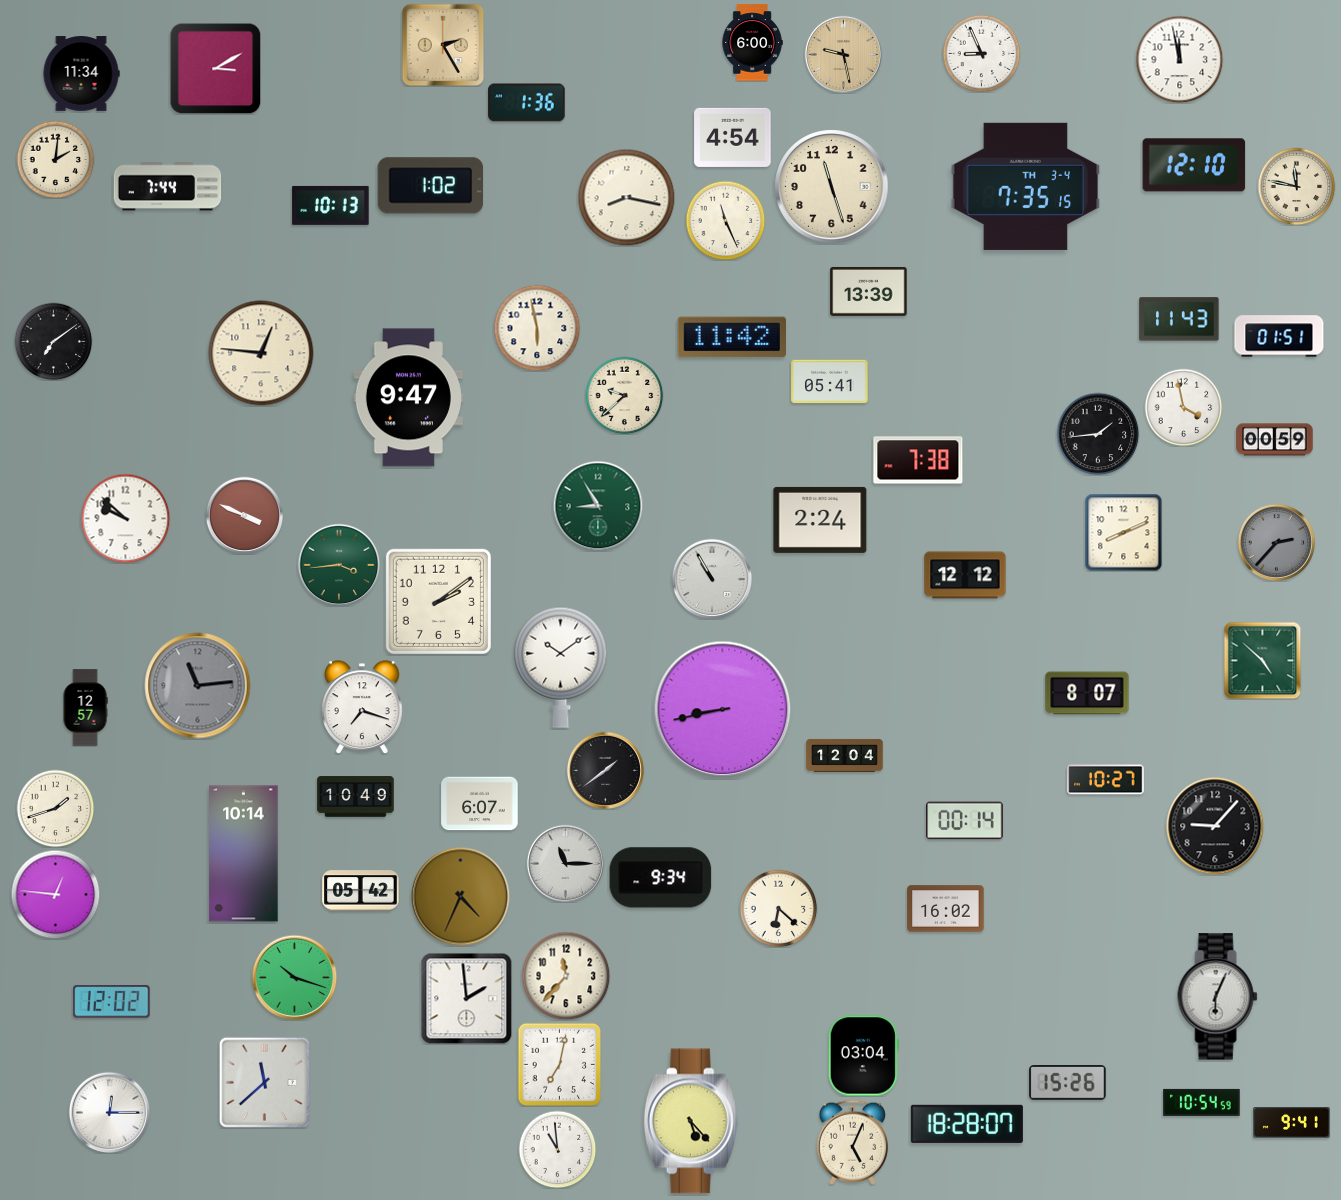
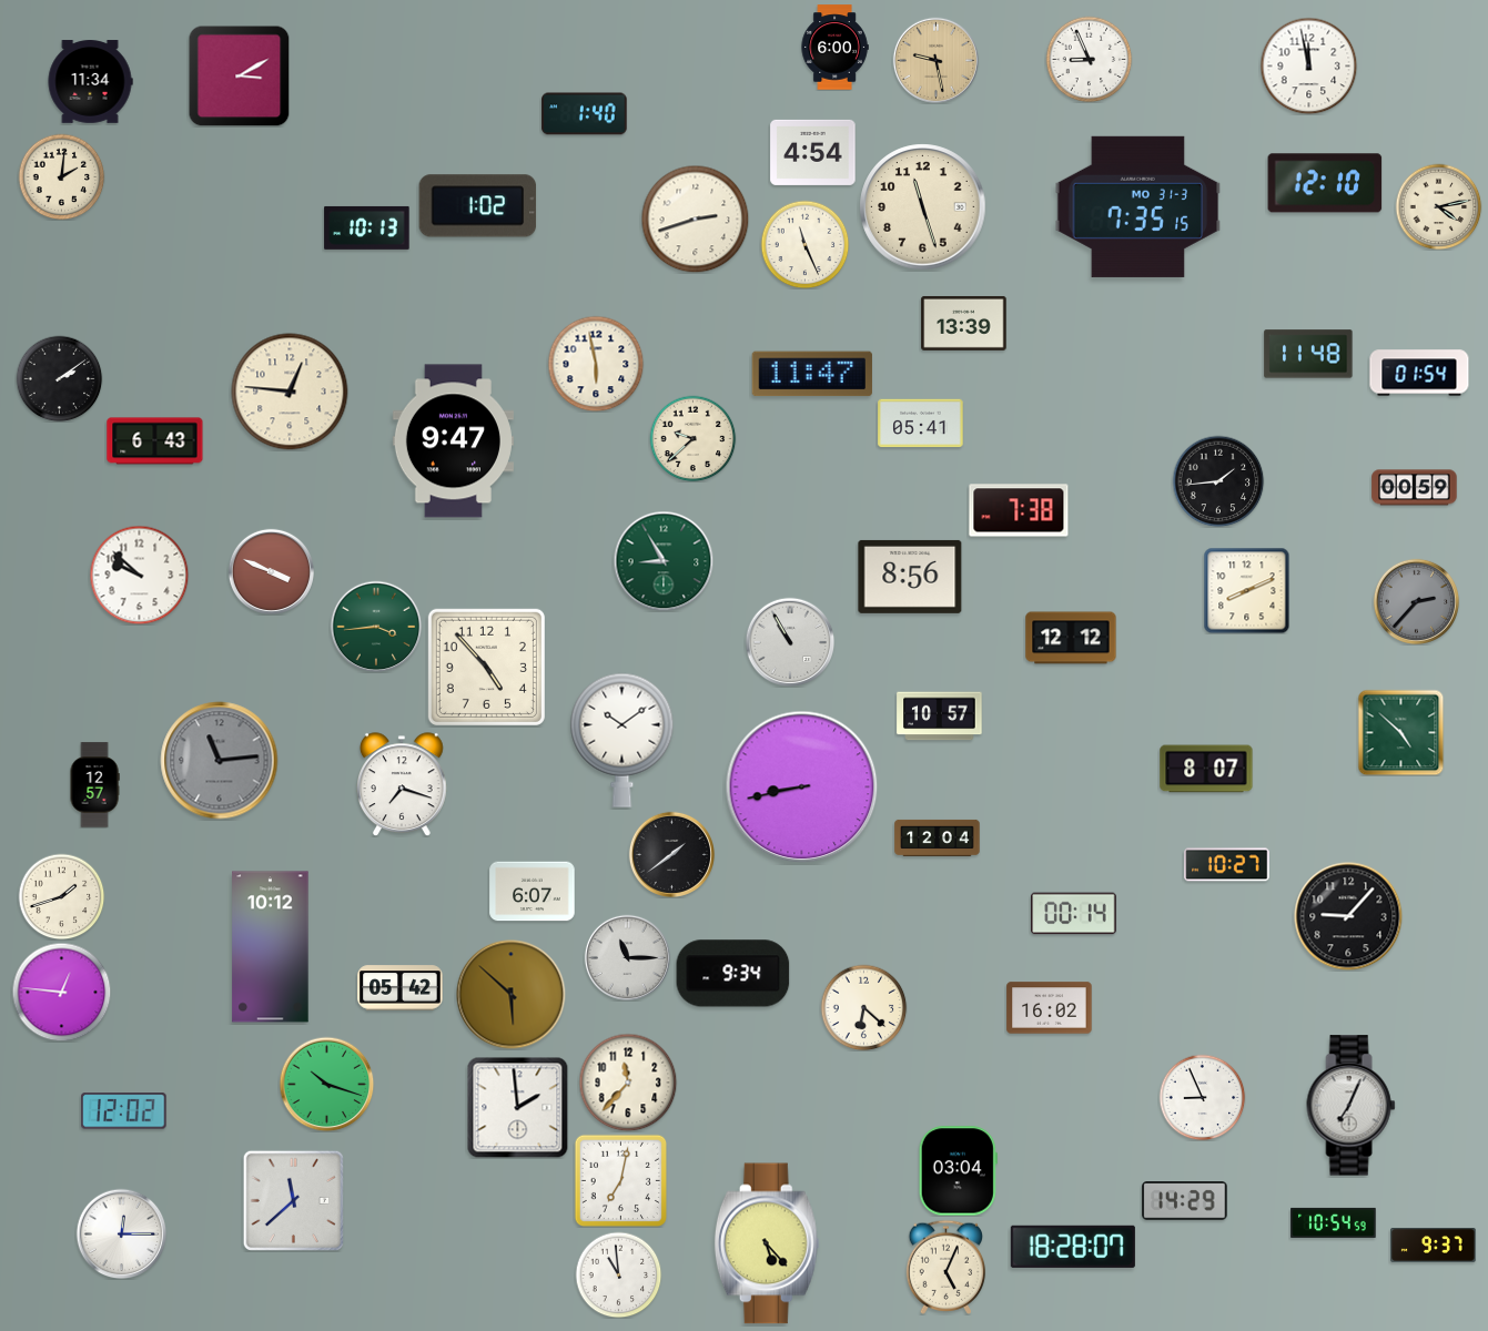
clock at (442, 44): 2:25 -> none
clock at (527, 103): 1:36 -> 1:40
clock at (1026, 186) date: TH 3-4 -> MO 31-3
clock at (1296, 186): 11:47 -> 4:13
clock at (168, 187): 7:44 -> none
clock at (626, 197): 8:17 -> 2:42
clock at (1179, 319): 11:43 -> 11:48
clock at (1279, 336): 01:51 -> 01:54
clock at (732, 337): 11:42 -> 11:47
clock at (53, 341): 7:09 -> 2:09
clock at (155, 441): none -> 6:43
clock at (1183, 407): 3:58 -> none
clock at (820, 520): 2:24 -> 8:56
clock at (438, 601): 2:09 -> 4:53
clock at (940, 717): none -> 10:57
clock at (356, 797): 10:49 -> none
clock at (965, 821) position: (965, 821) -> (1074, 914)
clock at (244, 854): 10:14 -> 10:12
clock at (461, 897): 4:34 -> 5:52
clock at (1202, 1097): none -> 8:56
clock at (1218, 997): 6:04 -> 7:04
clock at (1068, 1083): 15:26 -> 14:29
clock at (1292, 1123): 9:41 -> 9:37
